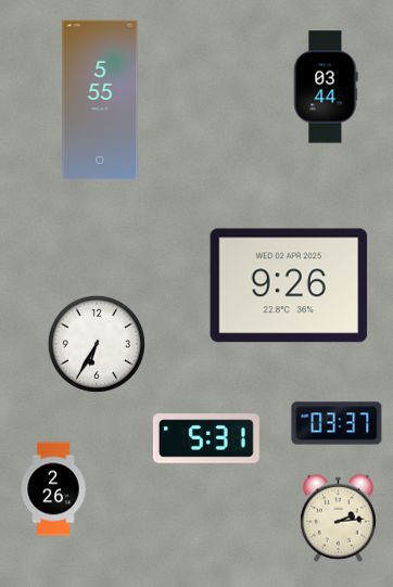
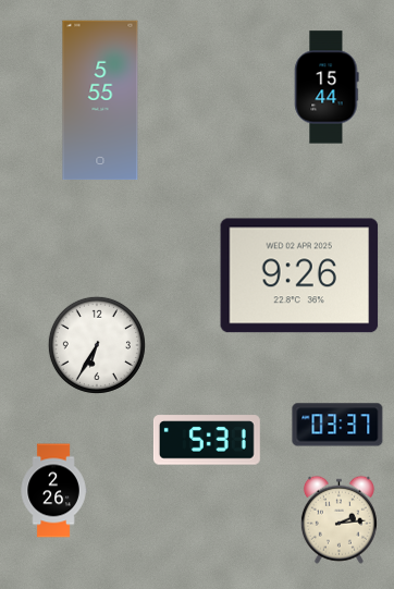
clock at (326, 87): 03:44 -> 15:44
clock at (289, 285) position: (289, 285) -> (299, 275)
